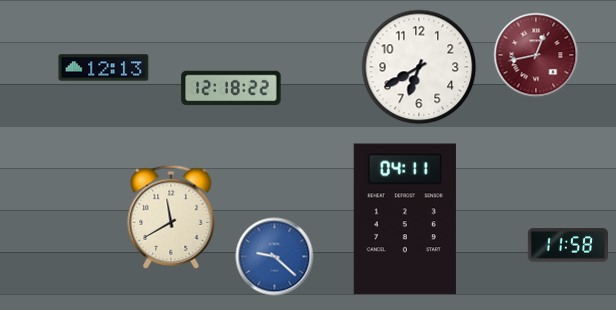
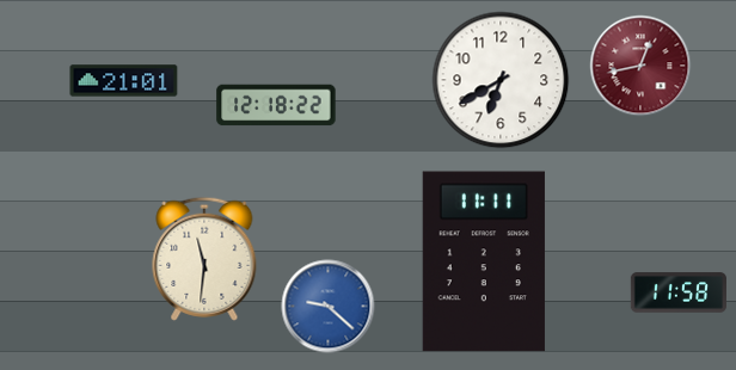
clock at (104, 68): 12:13 -> 21:01
clock at (171, 217): 11:40 -> 11:31
clock at (405, 219): 04:11 -> 11:11
